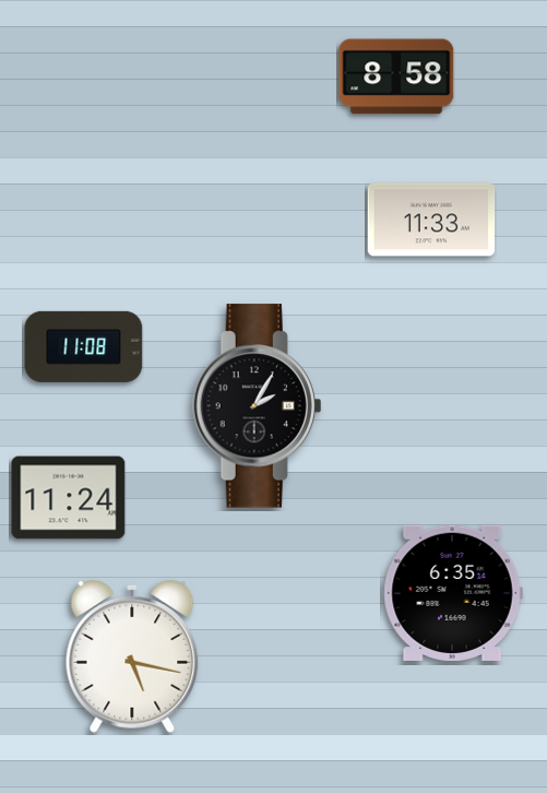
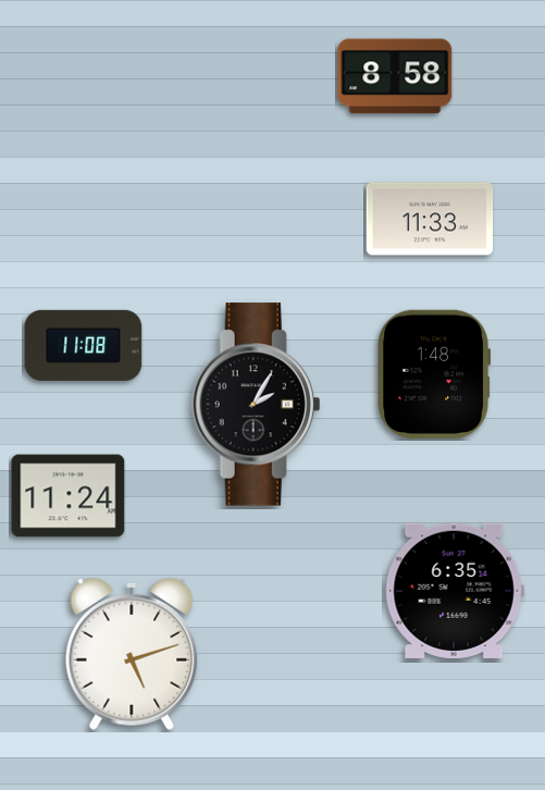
clock at (434, 374): none -> 1:48
clock at (453, 593) position: (453, 593) -> (455, 591)
clock at (132, 656): 5:17 -> 5:12
